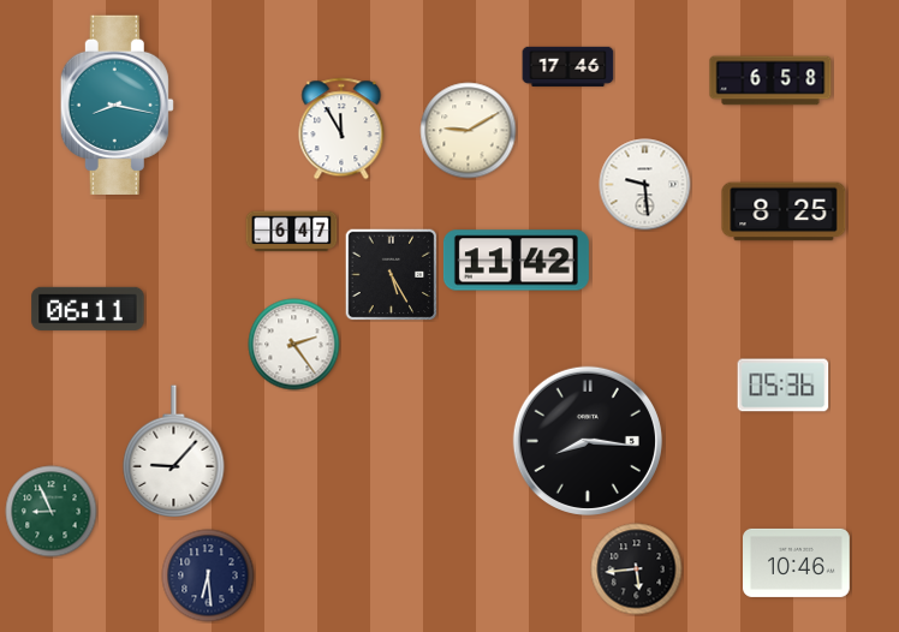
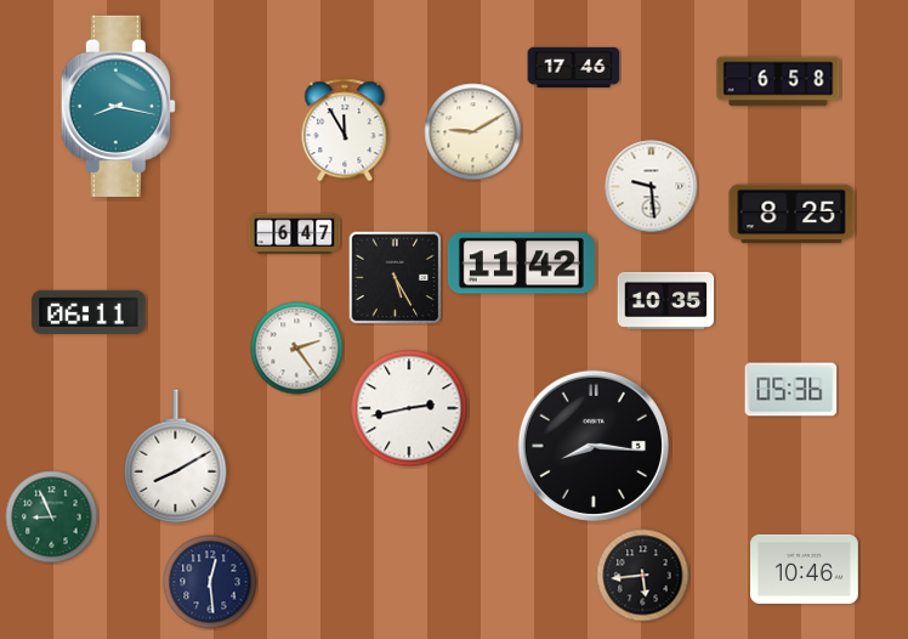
clock at (666, 300): none -> 10:35
clock at (409, 408): none -> 2:43
clock at (174, 452): 9:07 -> 8:10
clock at (208, 576): 6:29 -> 12:29
